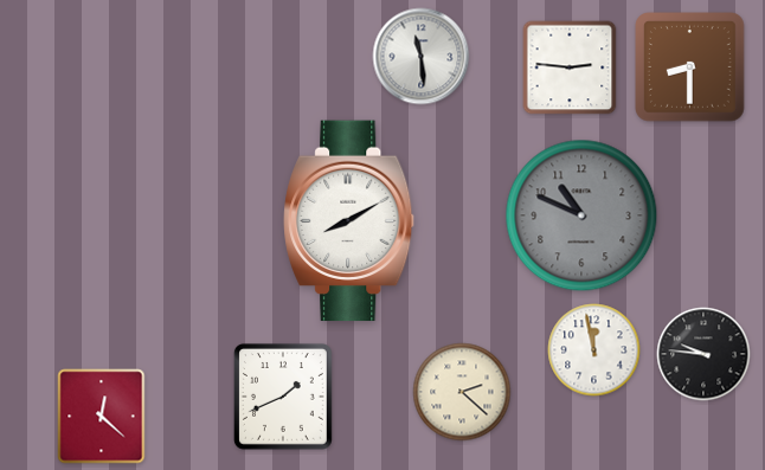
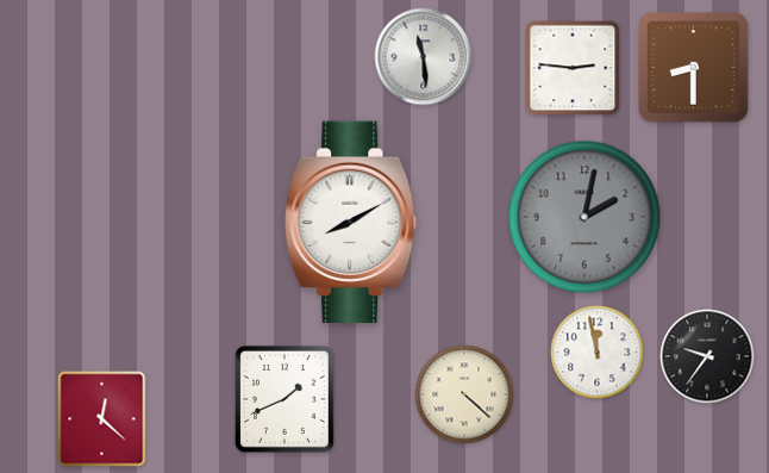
clock at (581, 215): 10:49 -> 2:02
clock at (703, 354): 9:46 -> 9:36
clock at (462, 392): 2:22 -> 4:22
